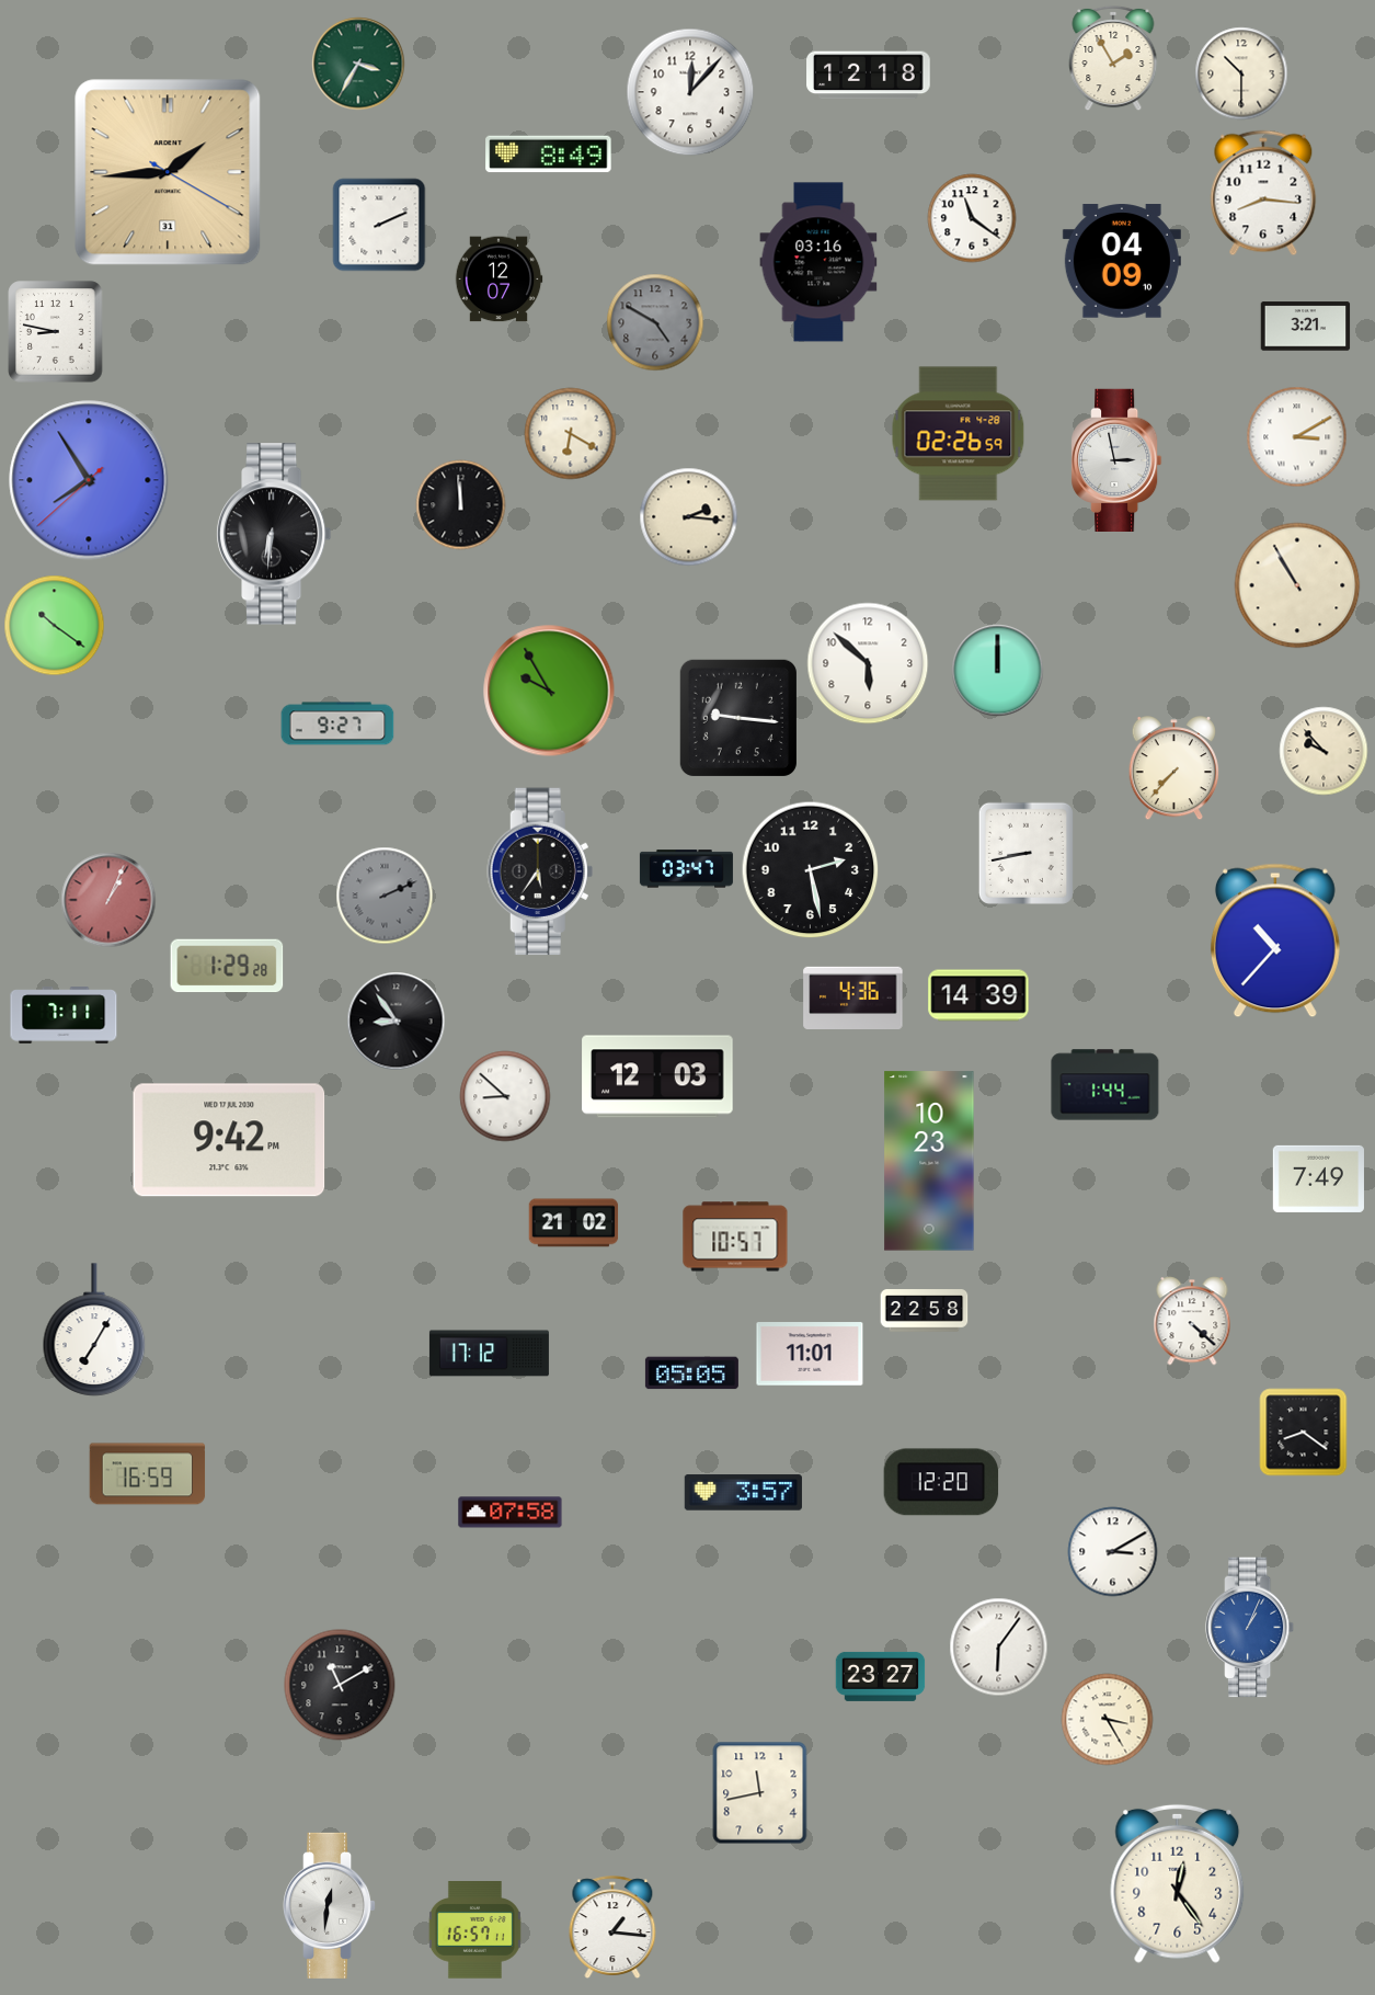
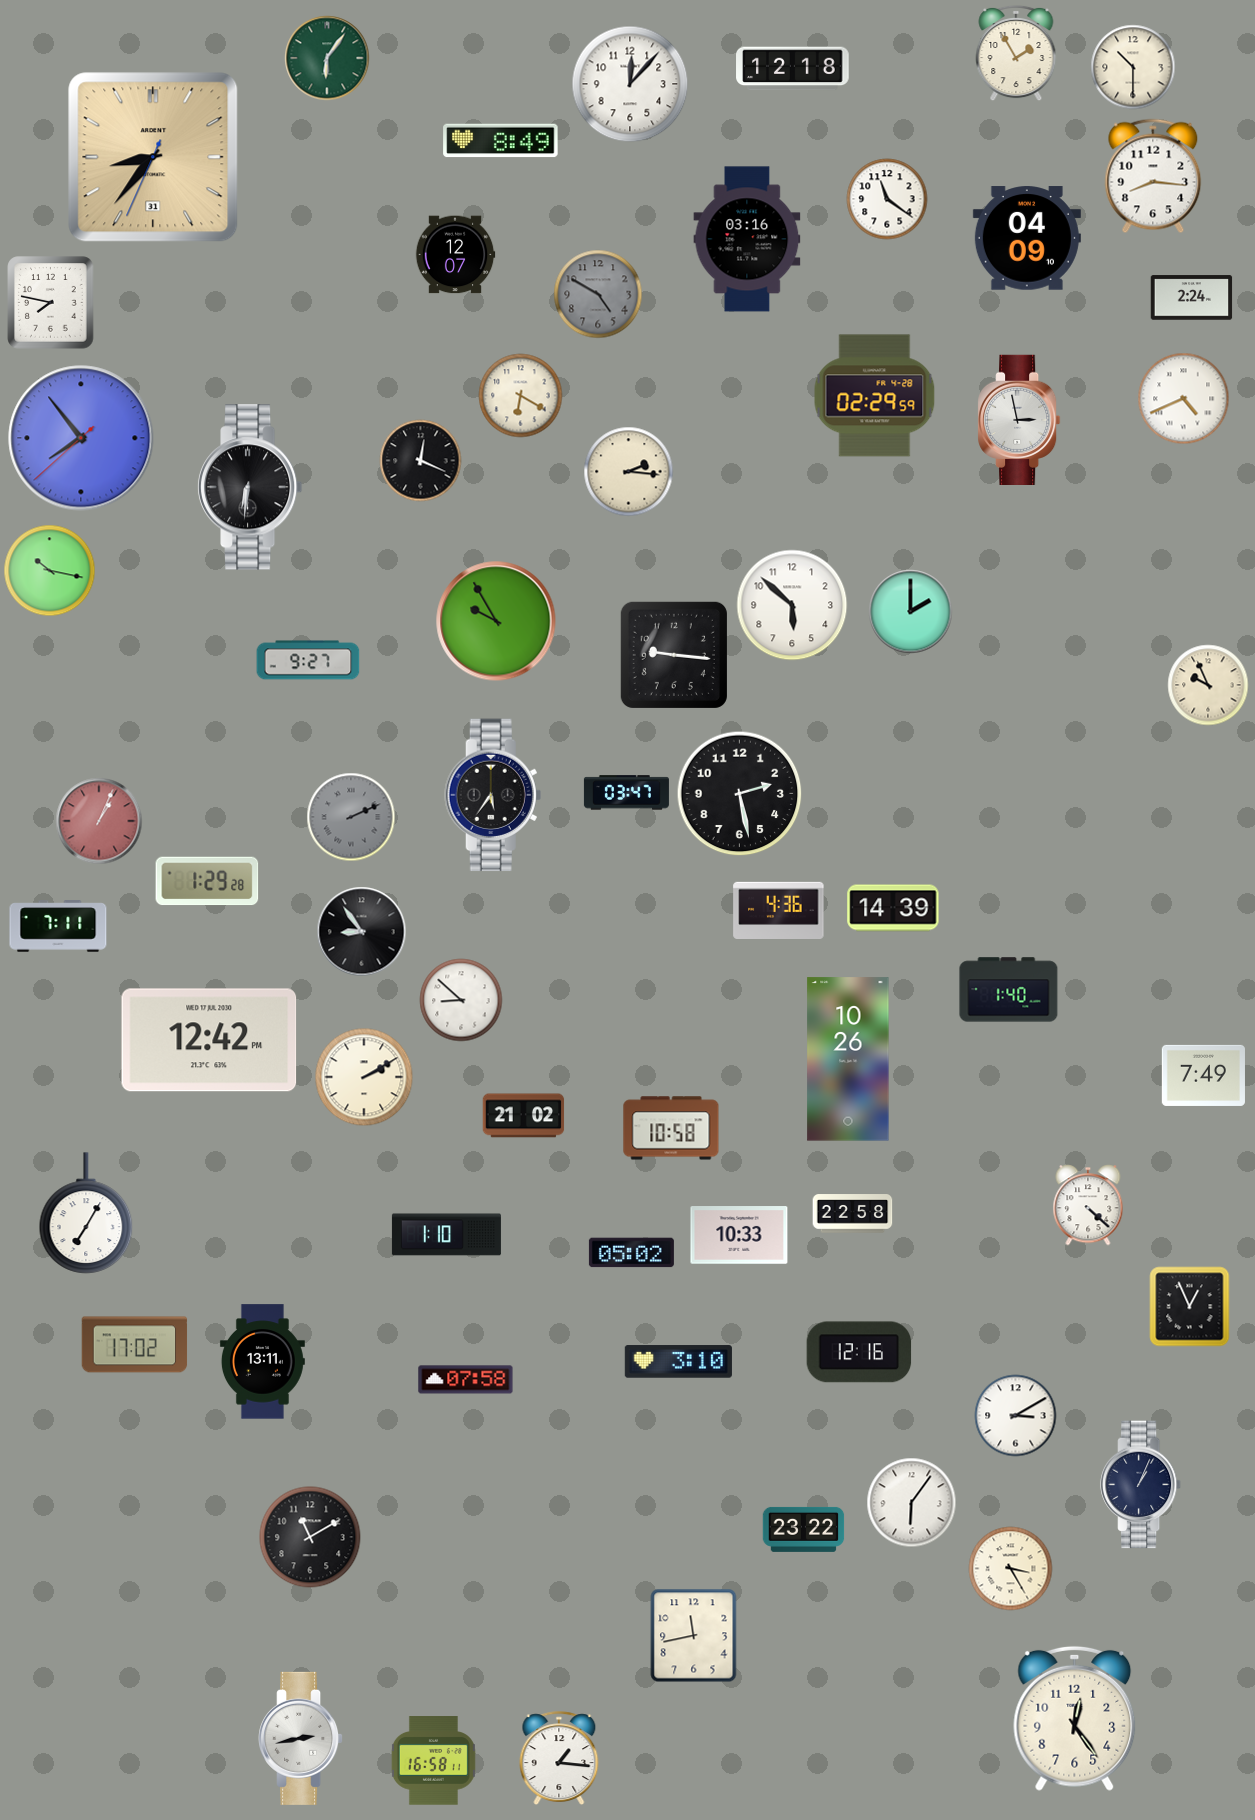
clock at (358, 64): 3:35 -> 6:06
clock at (168, 172): 1:44 -> 8:36
clock at (379, 225): 2:11 -> none
clock at (1122, 261) position: (1122, 261) -> (1027, 238)
clock at (1306, 327): 3:21 -> 2:24
clock at (56, 332): 8:47 -> 7:47
clock at (959, 434): 02:26 -> 02:29
clock at (1297, 437): 3:10 -> 4:41
clock at (89, 480): 7:54 -> 7:53
clock at (461, 505): 11:59 -> 12:19
clock at (1297, 585): 10:55 -> none
clock at (55, 626): 10:21 -> 10:17
clock at (998, 671): 12:00 -> 2:00
clock at (549, 691) position: (549, 691) -> (496, 621)
clock at (1324, 751): 9:53 -> 9:56
clock at (1173, 770): 7:37 -> none
clock at (1025, 853): 8:43 -> none
clock at (1275, 941): 10:37 -> none
clock at (657, 1076): 12:03 -> none
clock at (1105, 1085): 1:44 -> 1:40
clock at (229, 1140): 9:42 -> 12:42
clock at (929, 1161): 10:23 -> 10:26
clock at (364, 1077): none -> 2:10
clock at (735, 1236): 10:57 -> 10:58
clock at (925, 1311) position: (925, 1311) -> (853, 1214)
clock at (489, 1354): 17:12 -> 1:10
clock at (810, 1354): 11:01 -> 10:33
clock at (691, 1373): 05:05 -> 05:02
clock at (1304, 1433): 8:21 -> 12:56
clock at (148, 1474): 16:59 -> 17:02
clock at (941, 1482): 12:20 -> 12:16
clock at (262, 1362): none -> 13:11
clock at (743, 1493): 3:57 -> 3:10
clock at (1250, 1628) dial: blue -> navy
clock at (881, 1676): 23:27 -> 23:22
clock at (330, 1905): 12:31 -> 2:43
clock at (474, 1930): 16:57 -> 16:58
